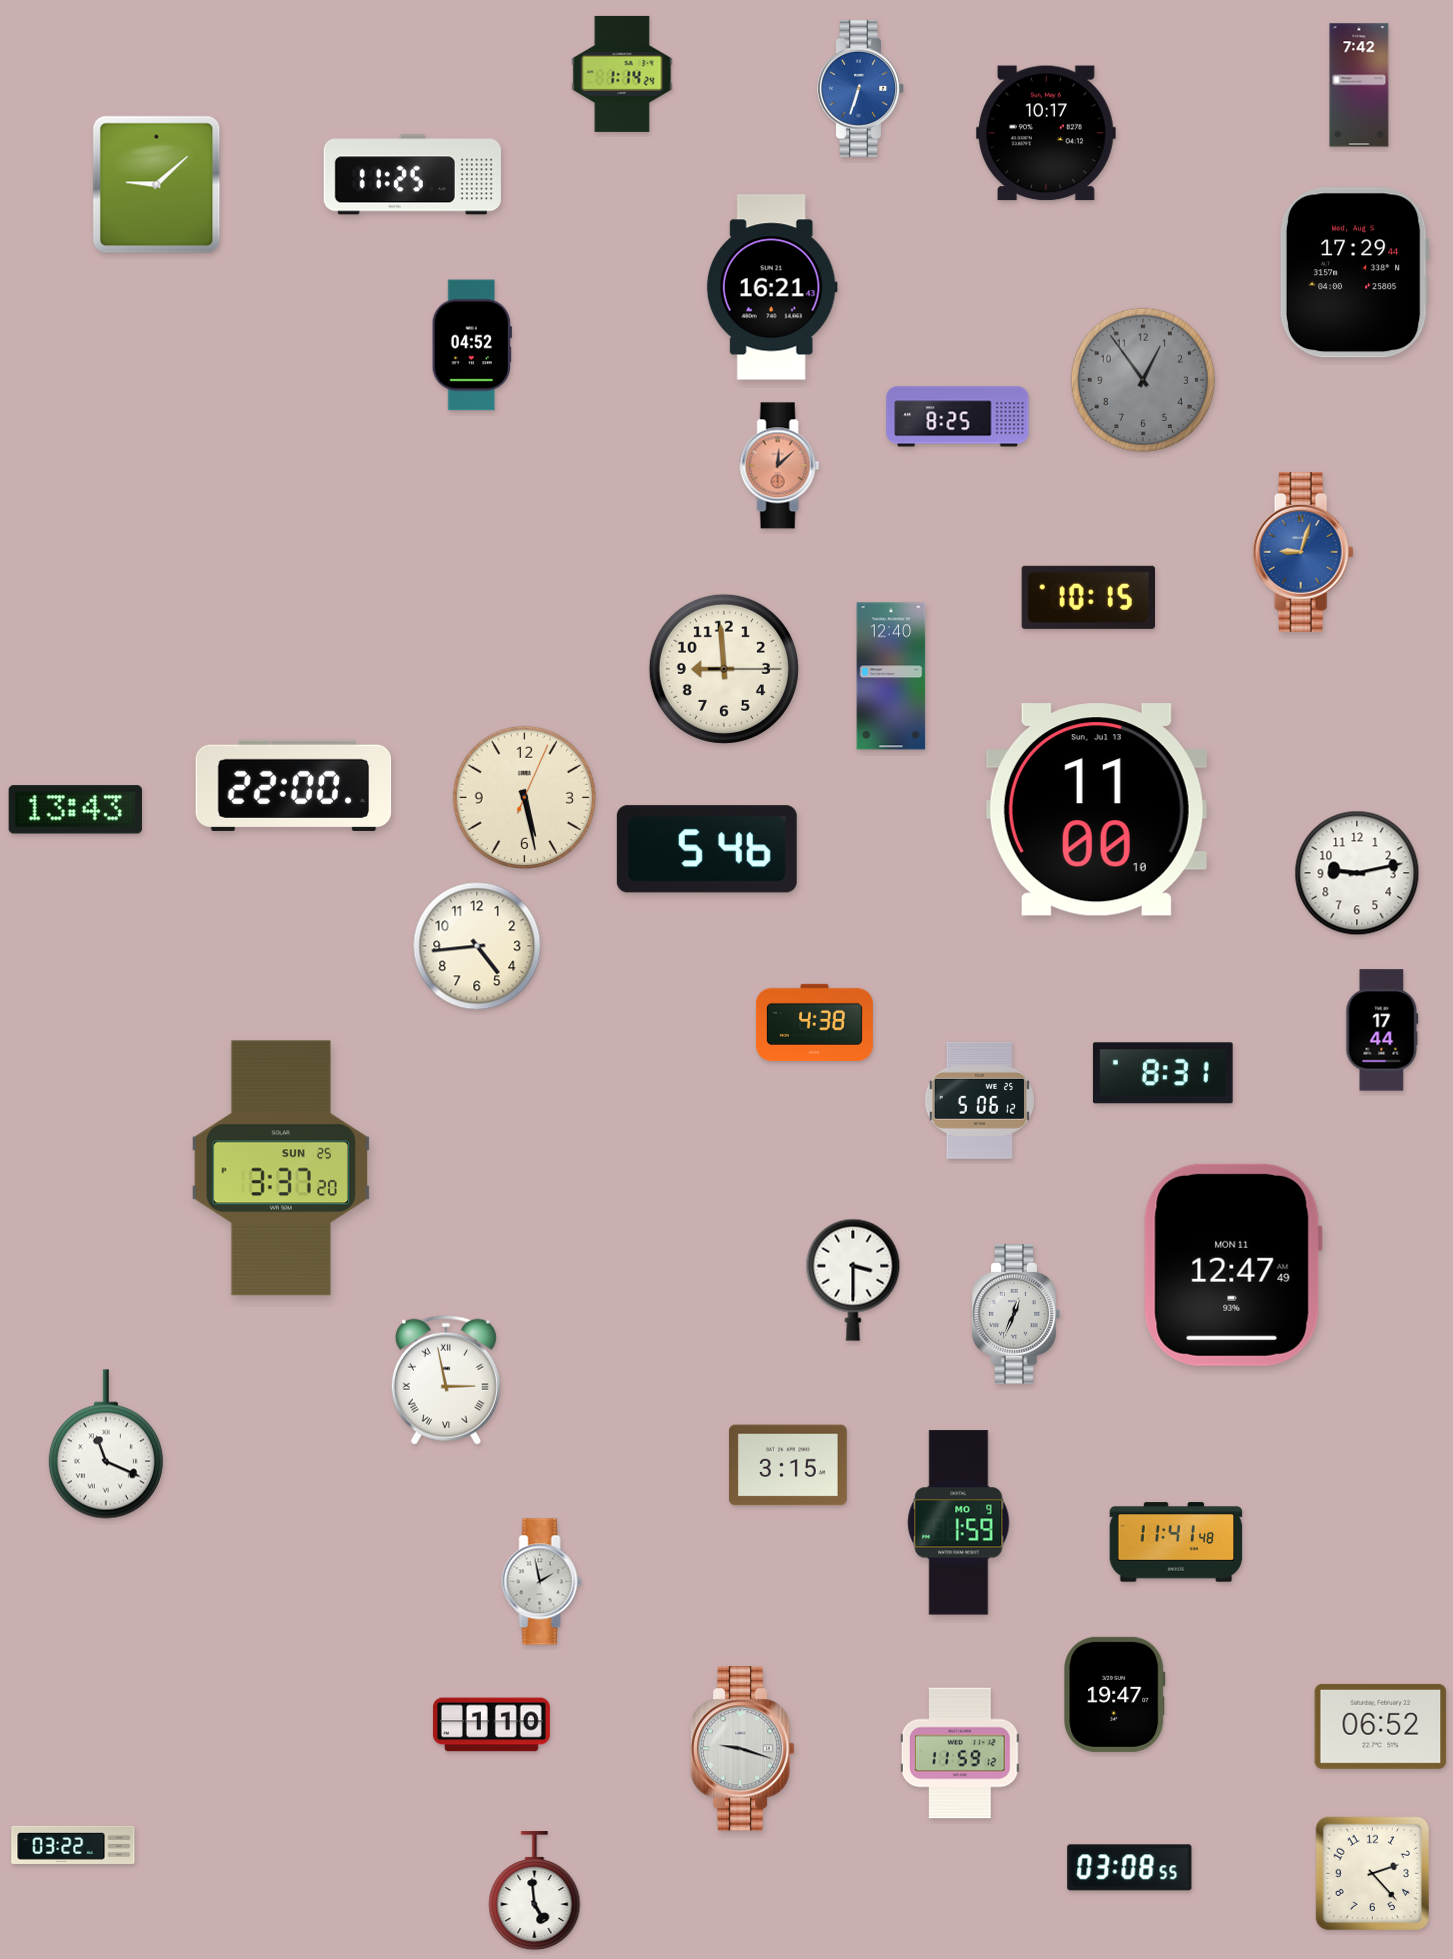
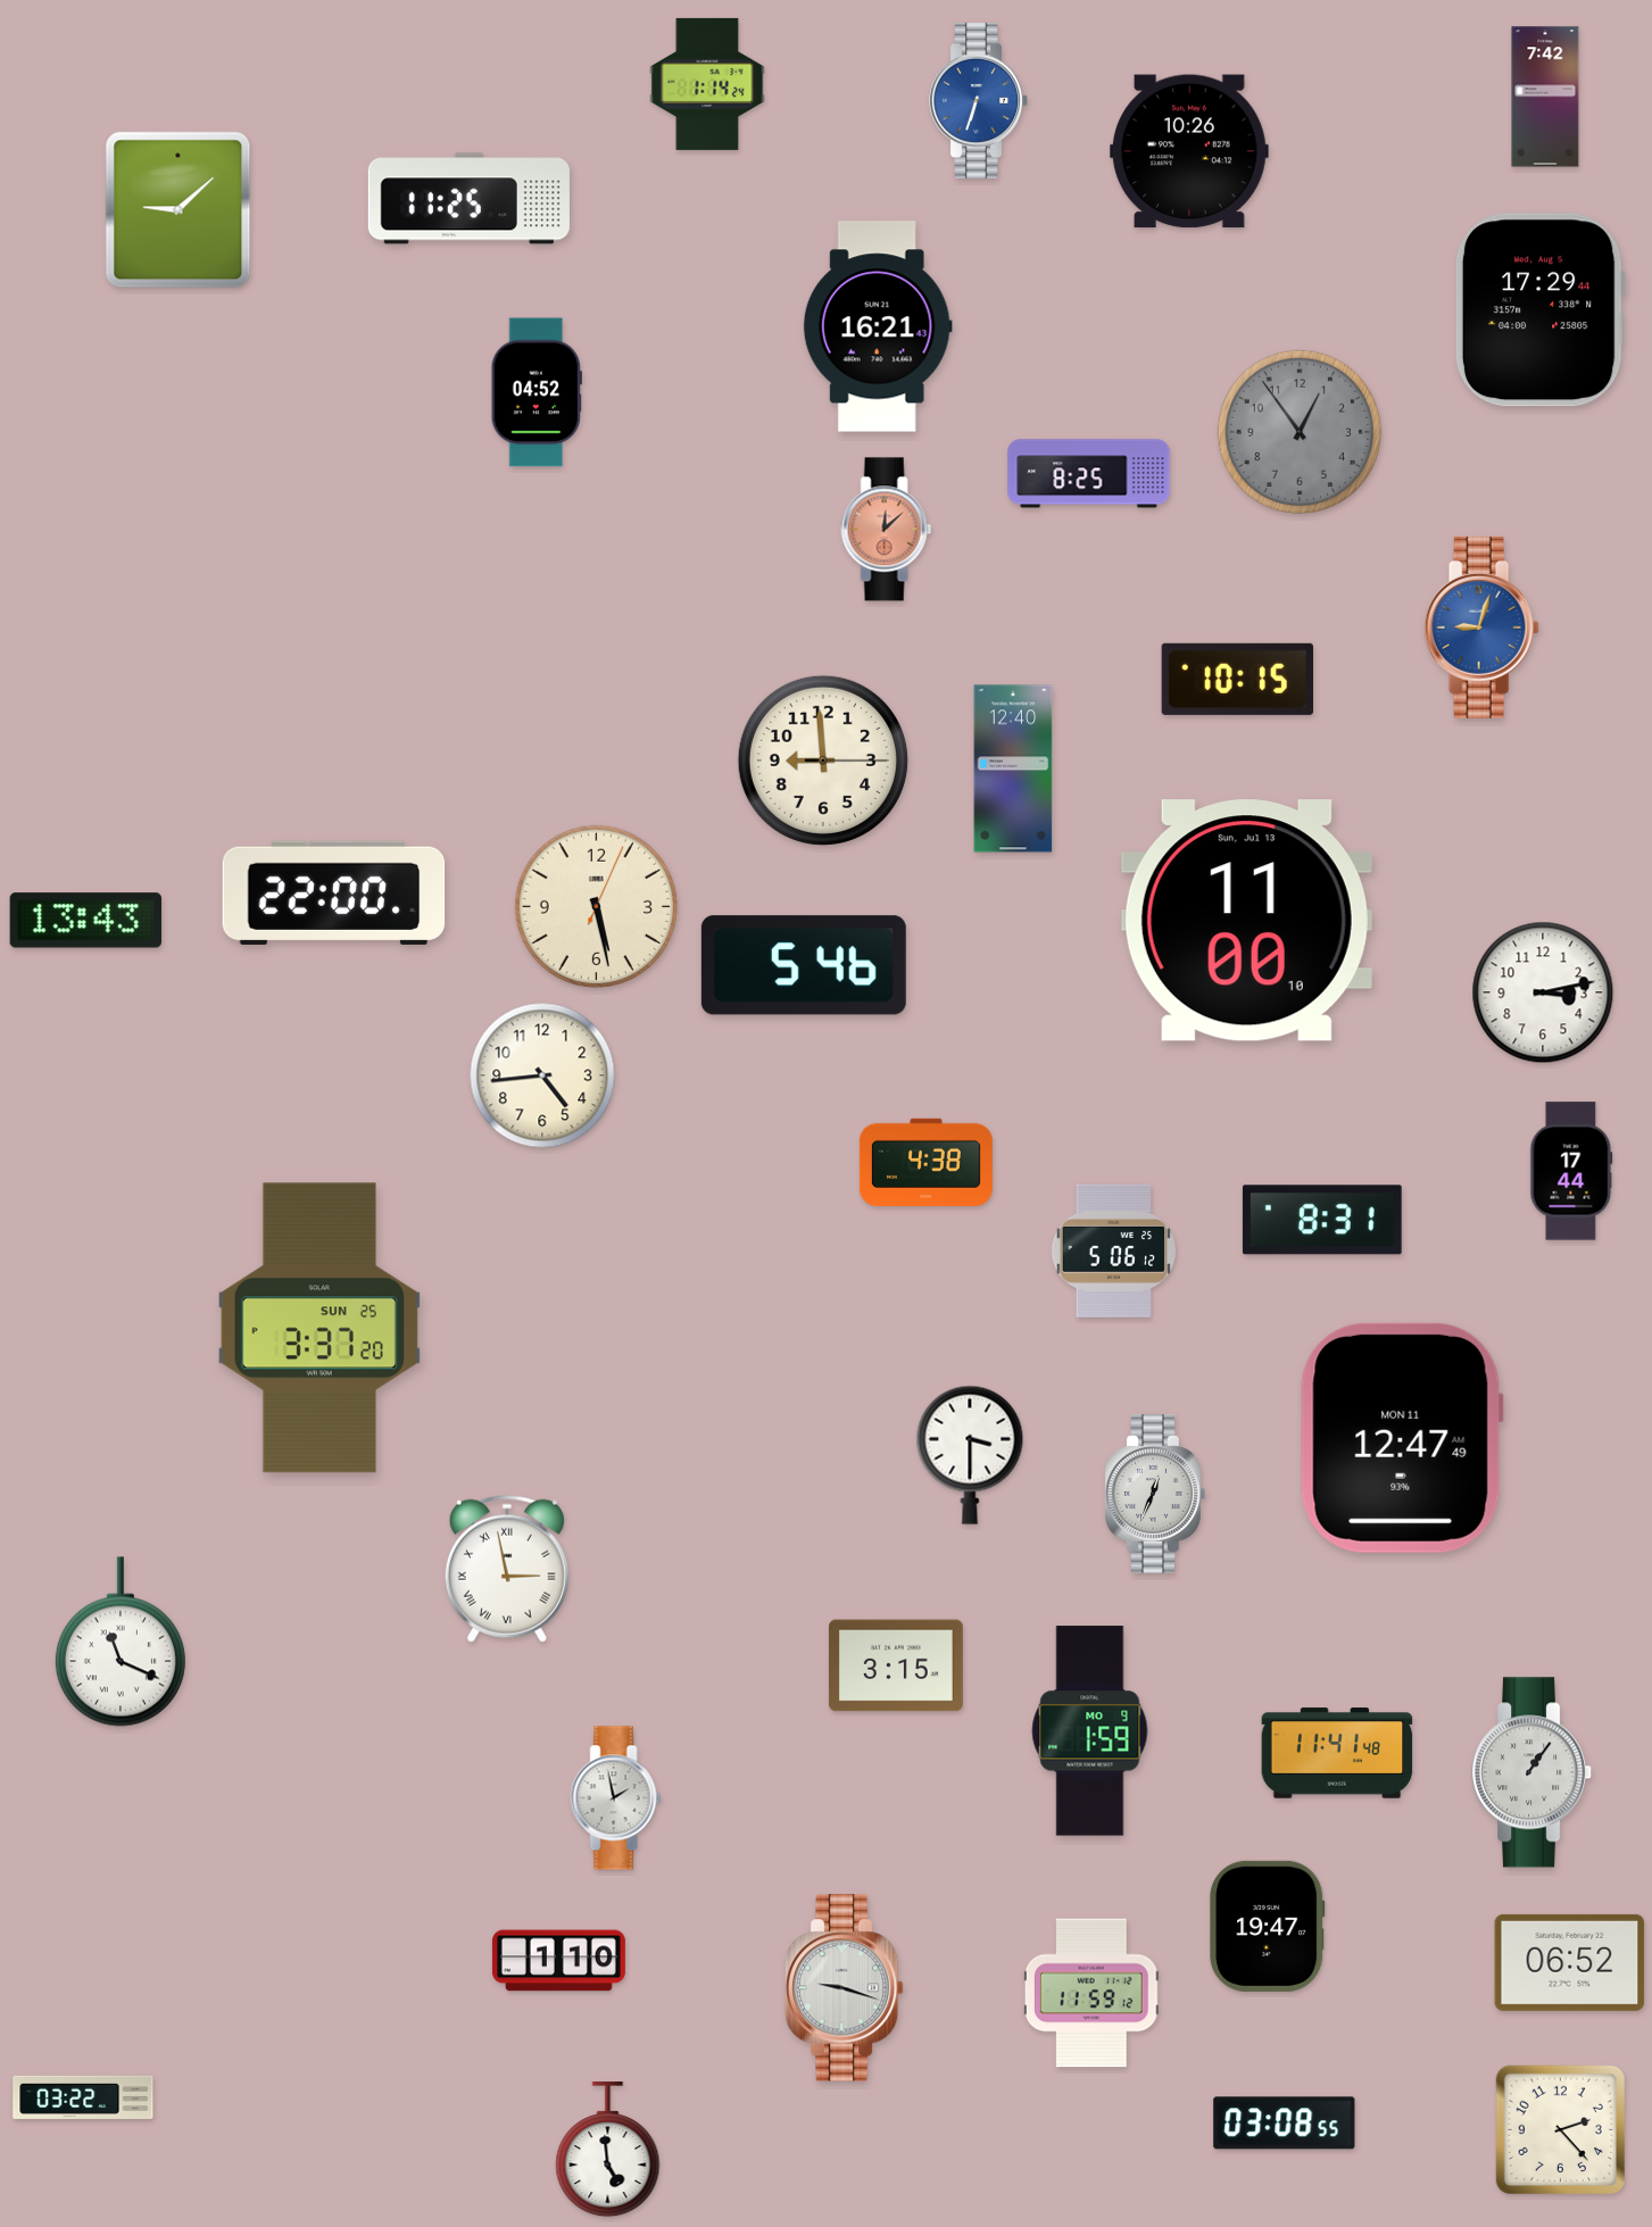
clock at (1046, 133): 10:17 -> 10:26
clock at (1357, 873): 9:13 -> 3:13
clock at (1533, 1772): none -> 1:06
